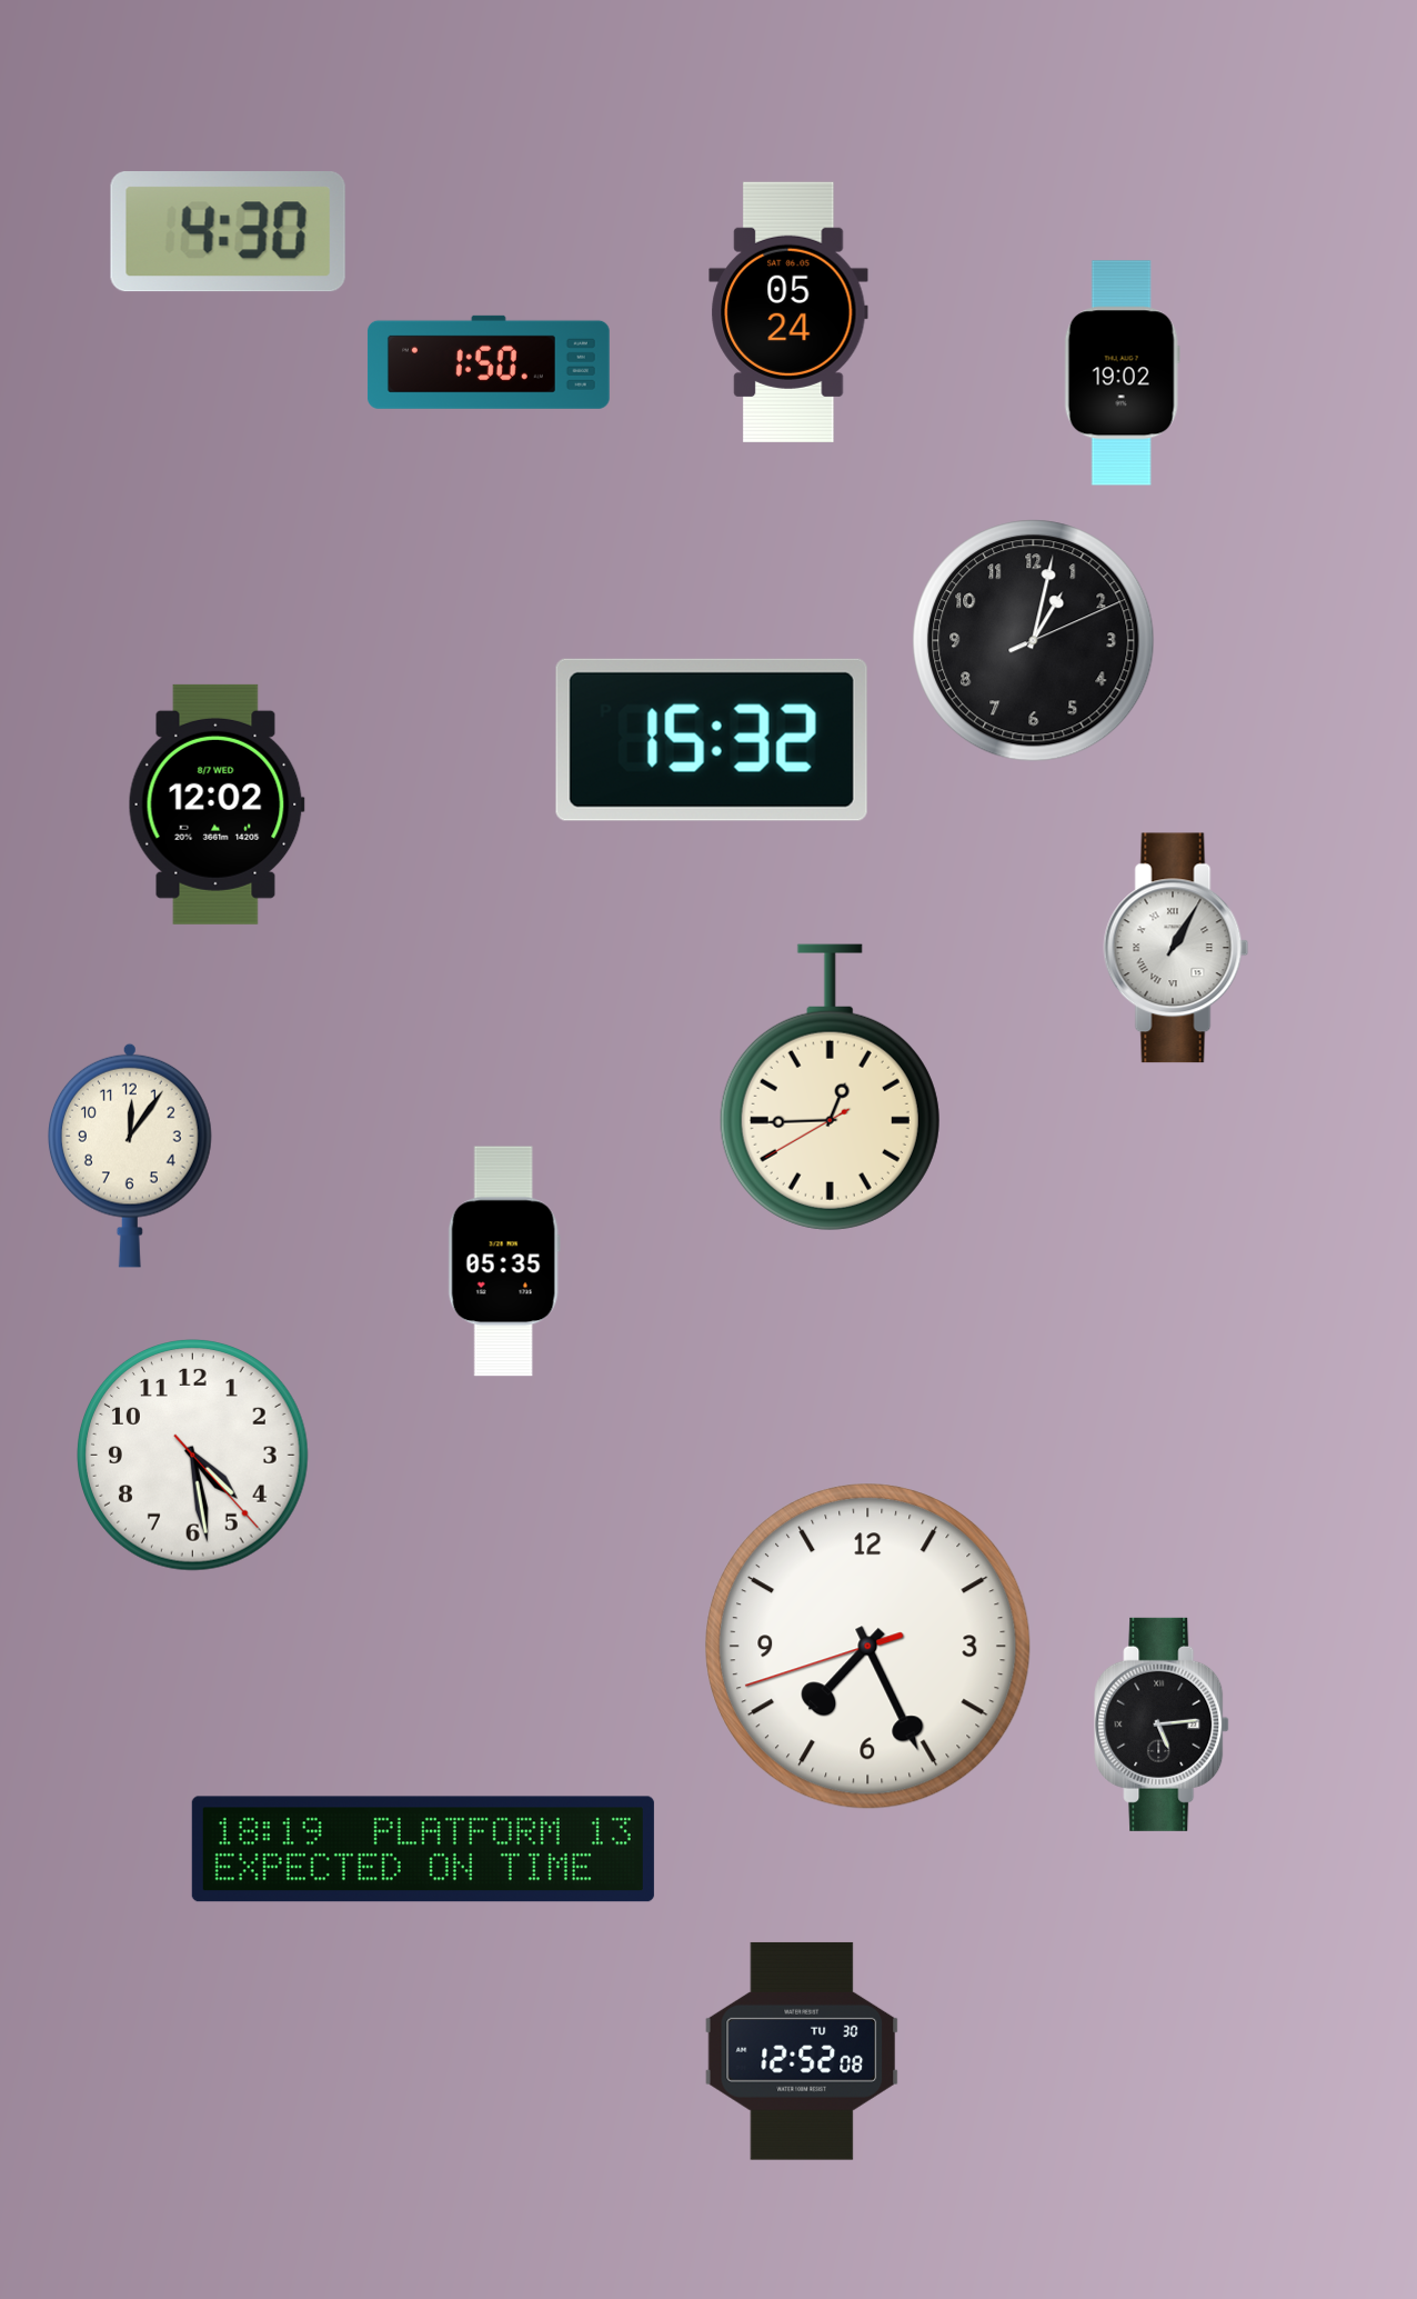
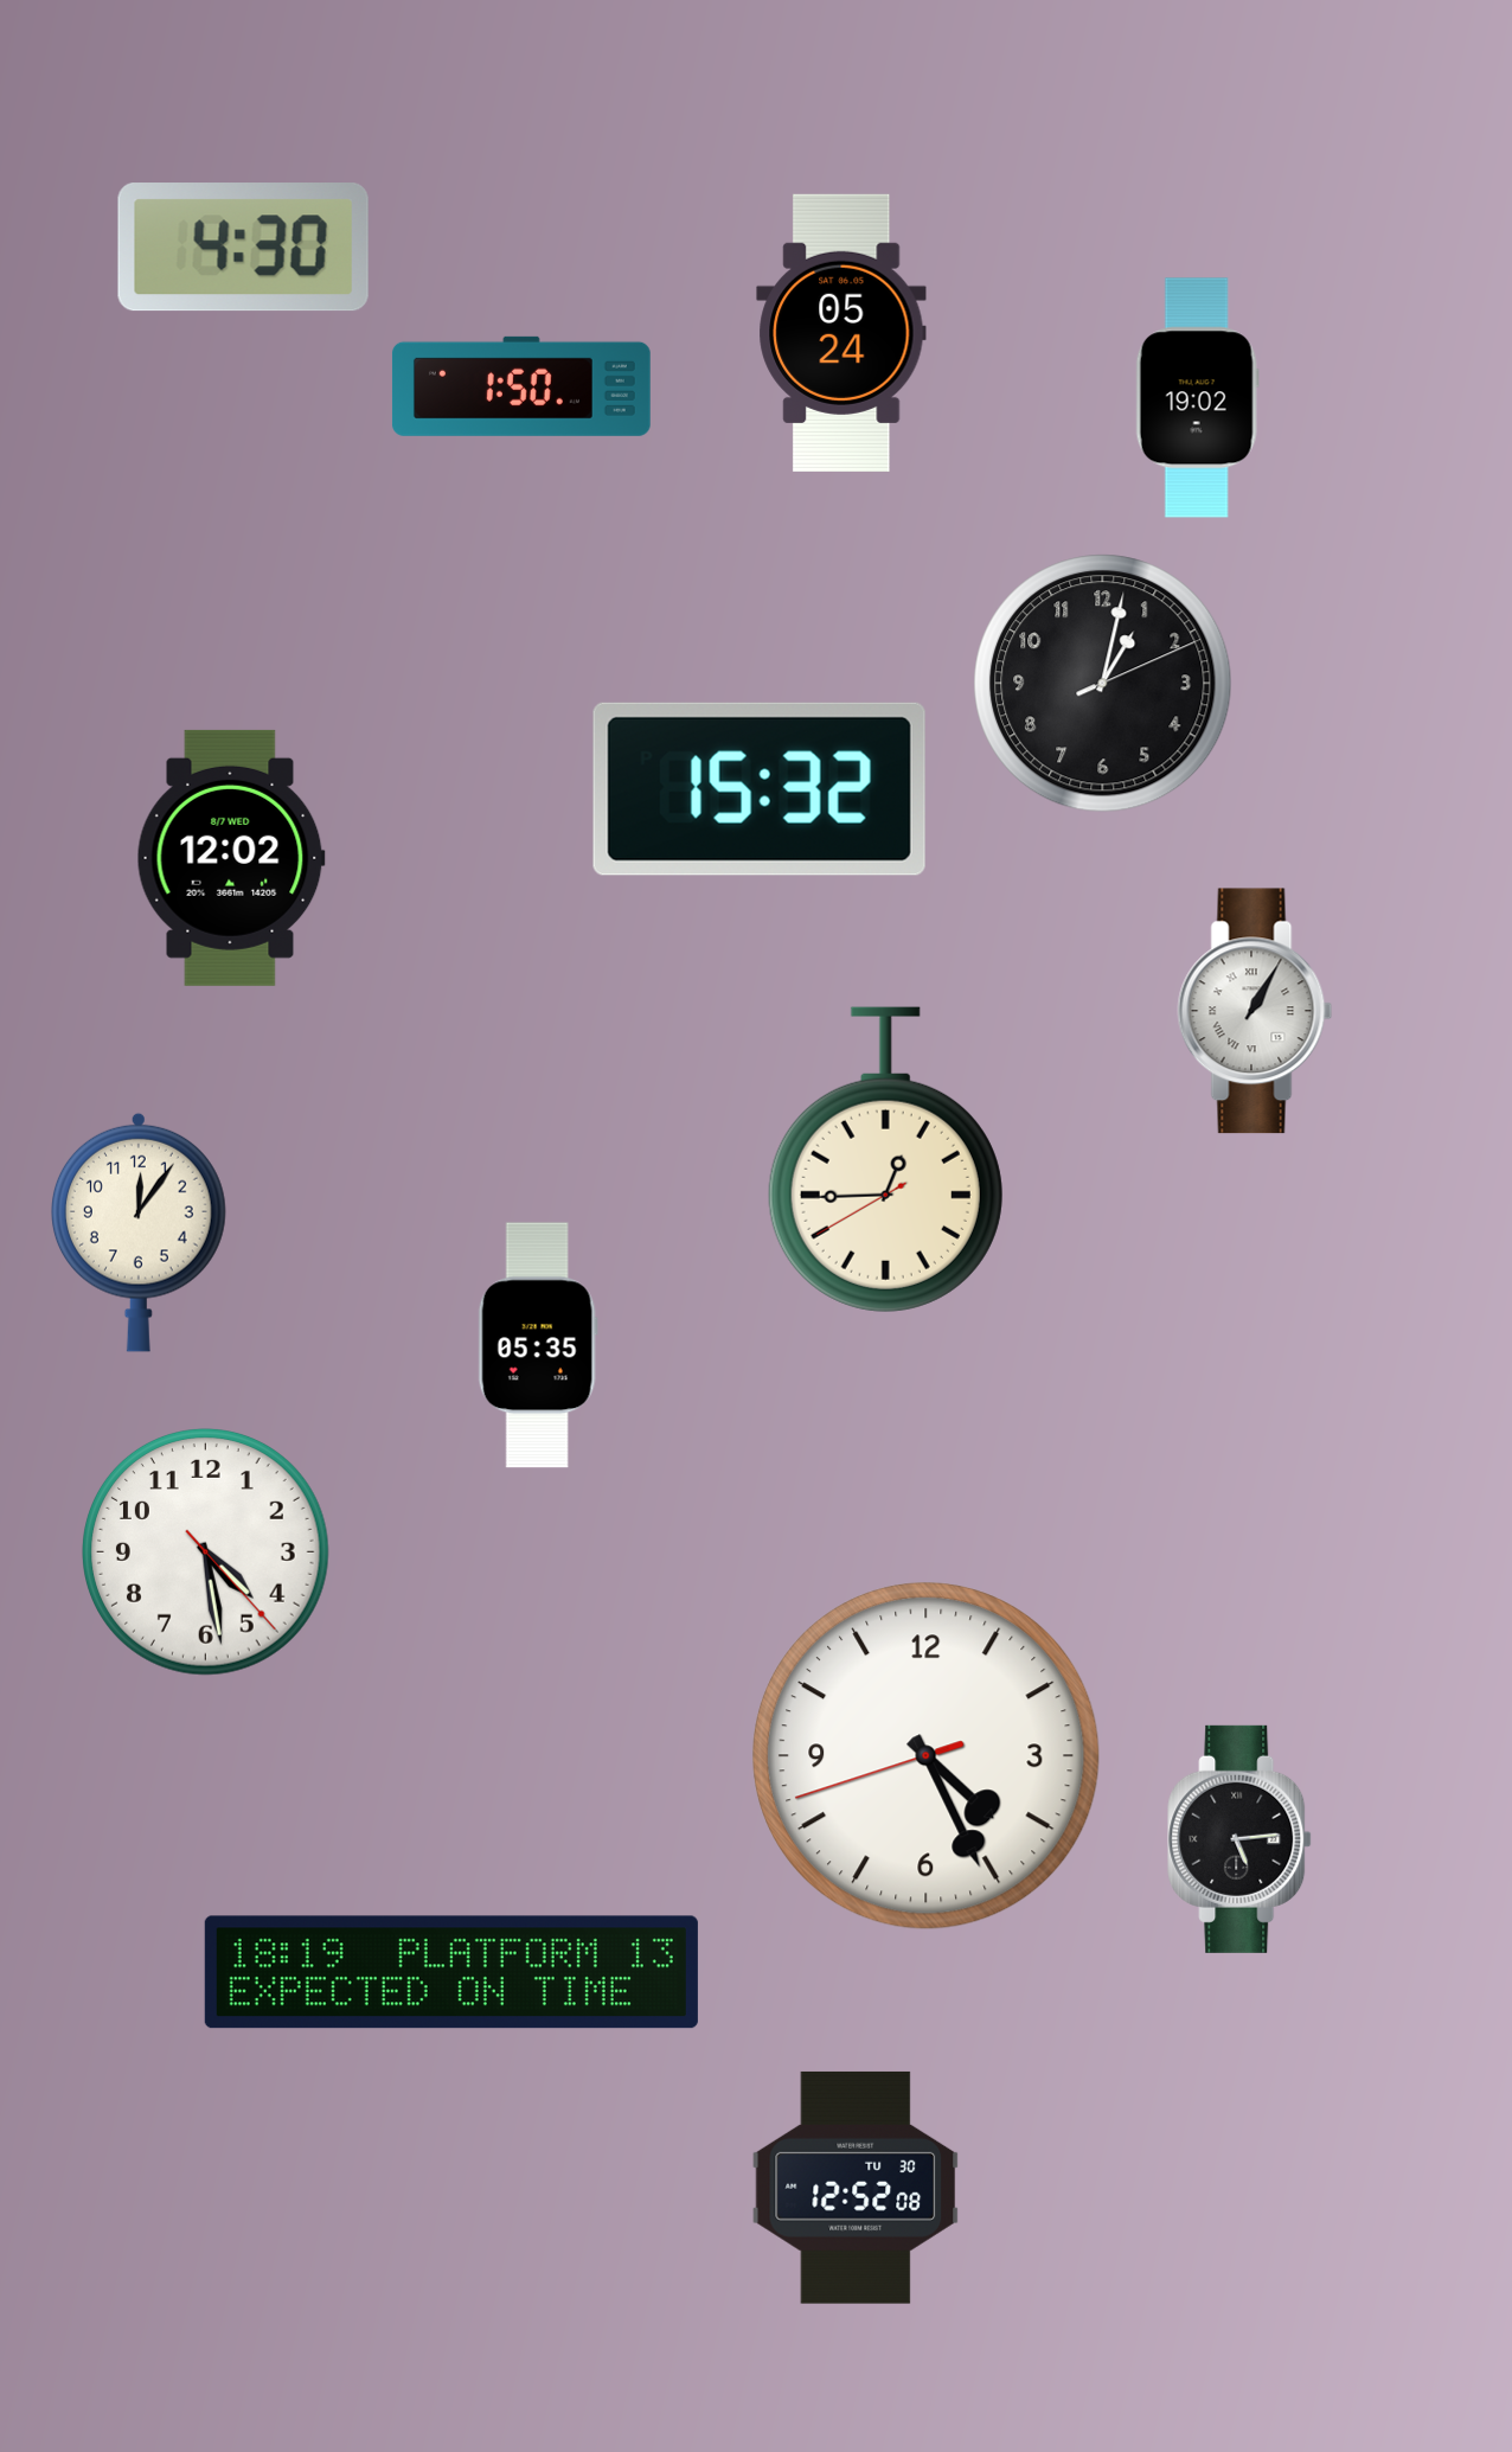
clock at (868, 1647): 7:25 -> 4:25
